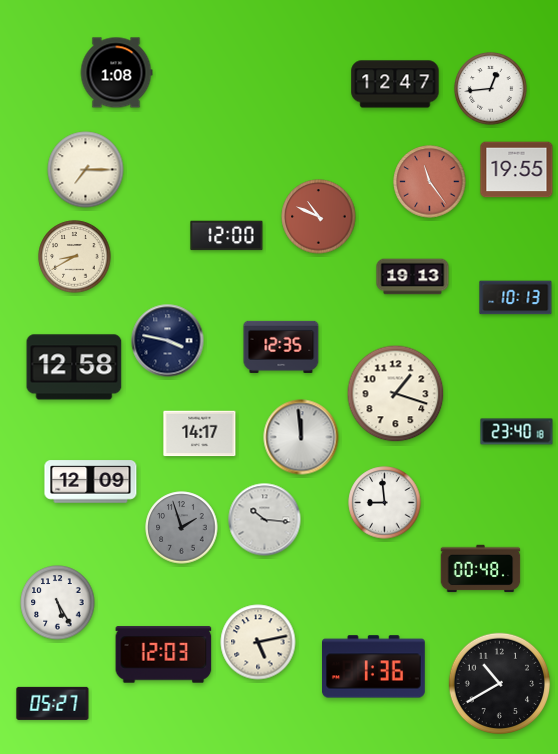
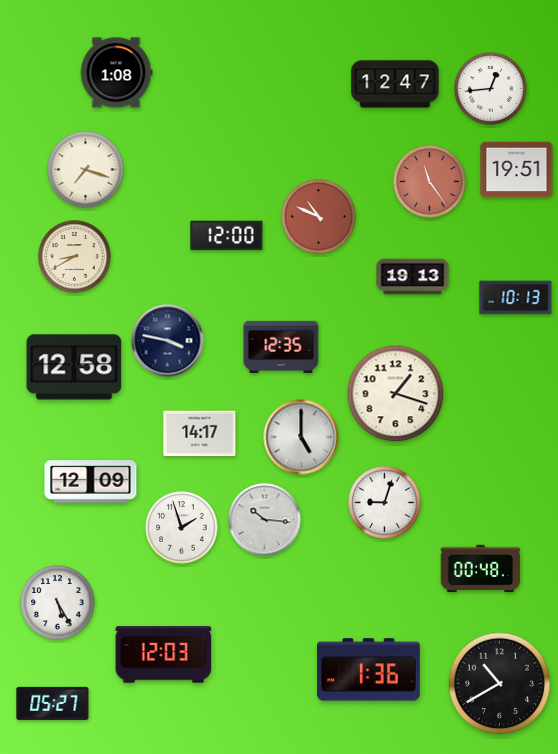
clock at (86, 170): 7:15 -> 7:18
clock at (517, 170): 19:55 -> 19:51
clock at (517, 432): 23:40 -> none
clock at (301, 437): 11:59 -> 5:00
clock at (385, 503): 8:59 -> 9:03
clock at (182, 528) dial: grey -> white
clock at (258, 642): 5:13 -> none
clock at (374, 667) position: (374, 667) -> (369, 670)
